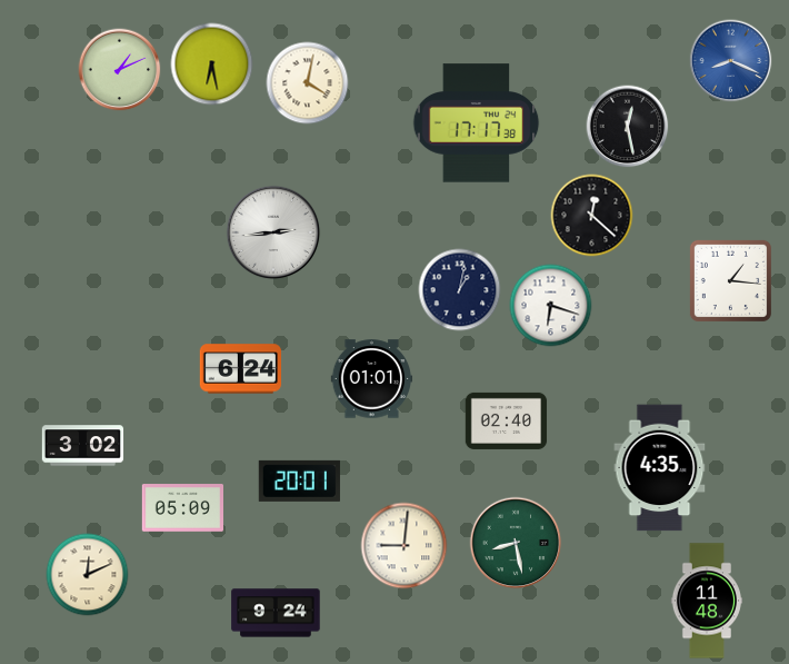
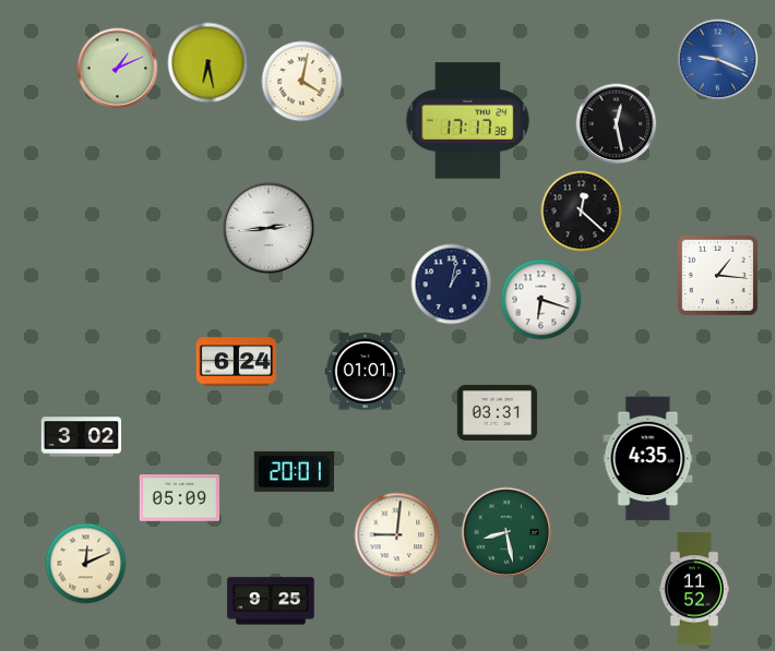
clock at (731, 61): 8:19 -> 9:19
clock at (507, 420): 02:40 -> 03:31
clock at (707, 601): 11:48 -> 11:52
clock at (276, 613): 9:24 -> 9:25
